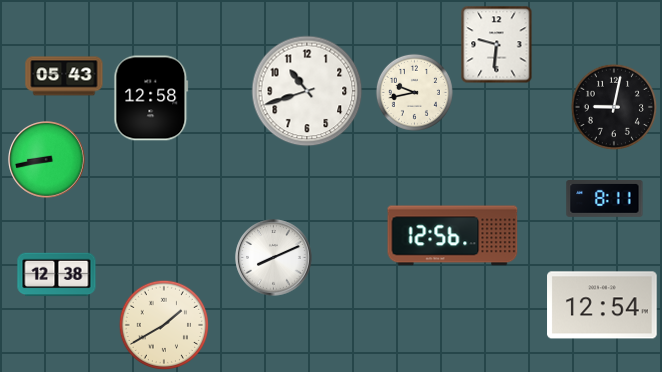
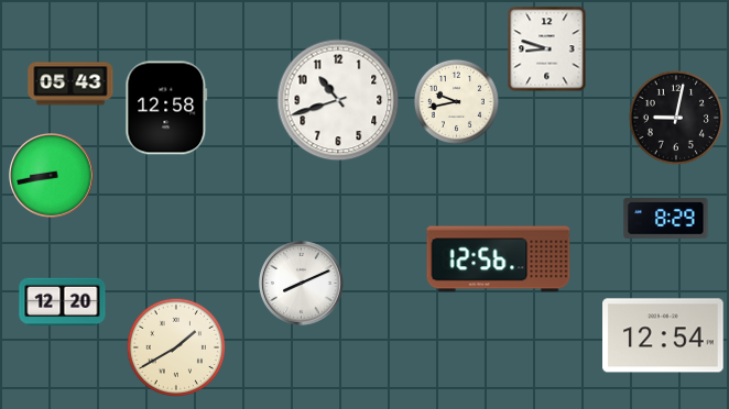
clock at (497, 44): 9:31 -> 8:48
clock at (605, 199): 8:11 -> 8:29
clock at (57, 275): 12:38 -> 12:20
clock at (163, 324) position: (163, 324) -> (175, 346)
